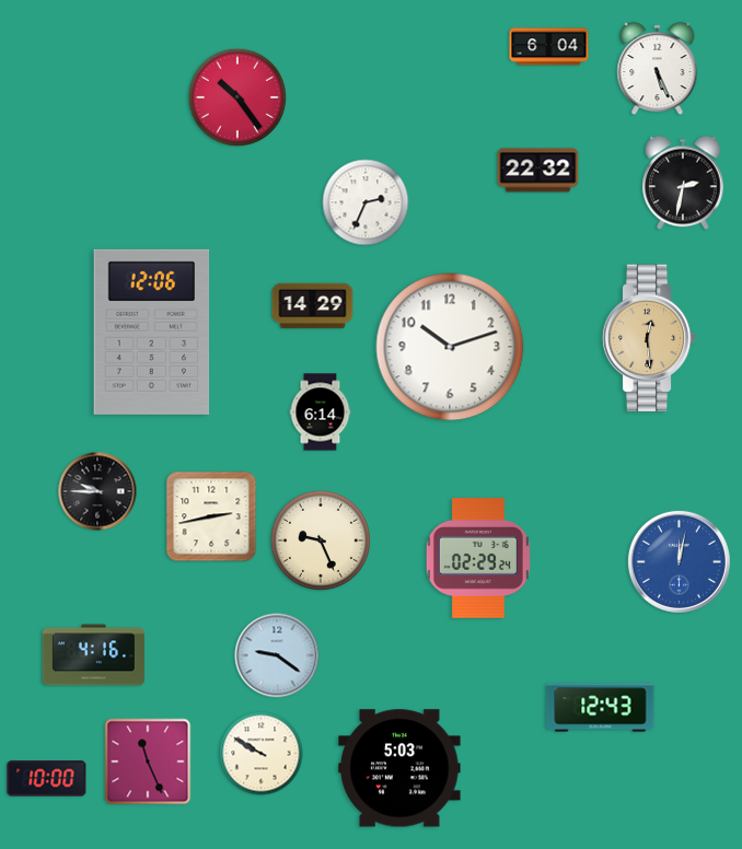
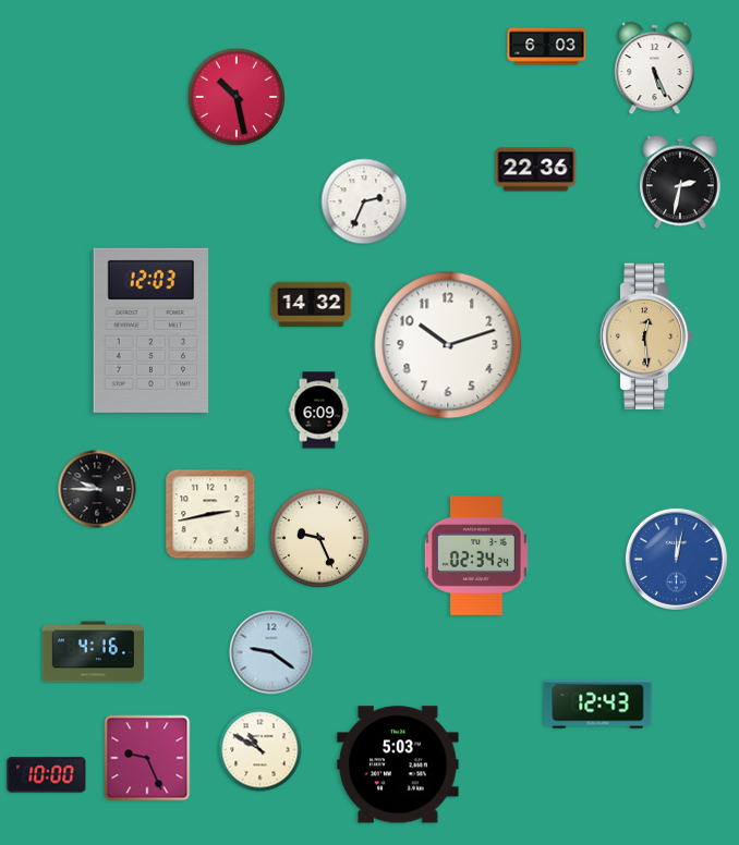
clock at (549, 47): 6:04 -> 6:03
clock at (236, 96): 10:24 -> 10:28
clock at (538, 171): 22:32 -> 22:36
clock at (313, 306): 14:29 -> 14:32
clock at (152, 332): 12:06 -> 12:03
clock at (321, 412): 6:14 -> 6:09
clock at (478, 559): 02:29 -> 02:34
clock at (277, 655) position: (277, 655) -> (271, 652)
clock at (262, 754): 9:50 -> 10:50
clock at (148, 761): 11:26 -> 9:26
